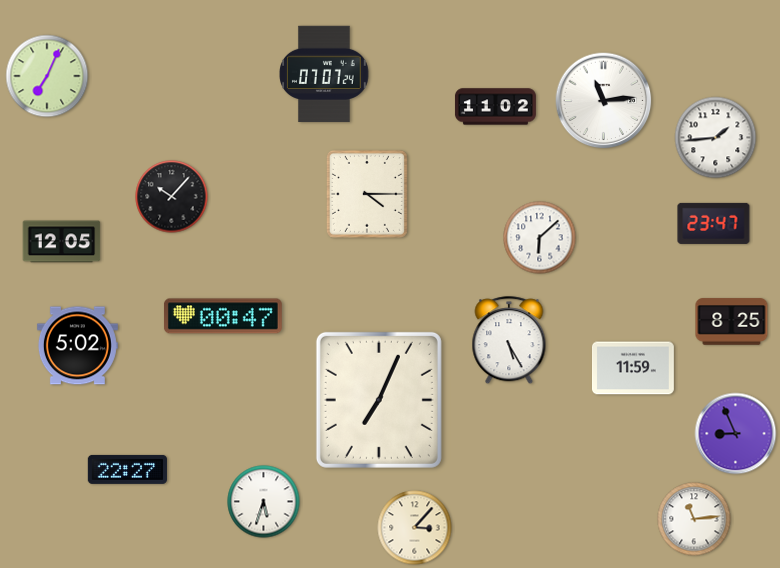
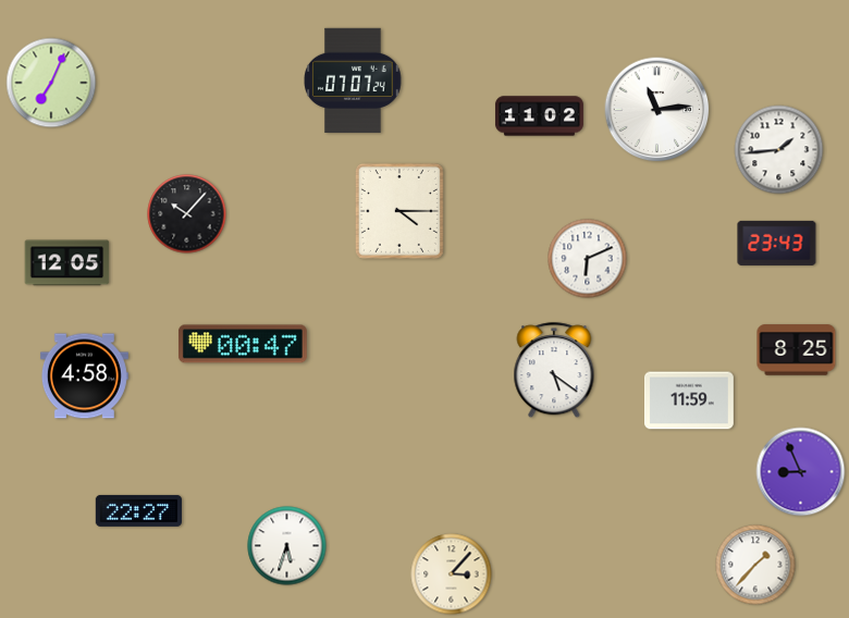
clock at (714, 223): 23:47 -> 23:43
clock at (540, 238): 6:08 -> 6:11
clock at (509, 341): 5:25 -> 5:21
clock at (77, 346): 5:02 -> 4:58
clock at (379, 400): 7:04 -> none
clock at (694, 519): 11:14 -> 1:37
